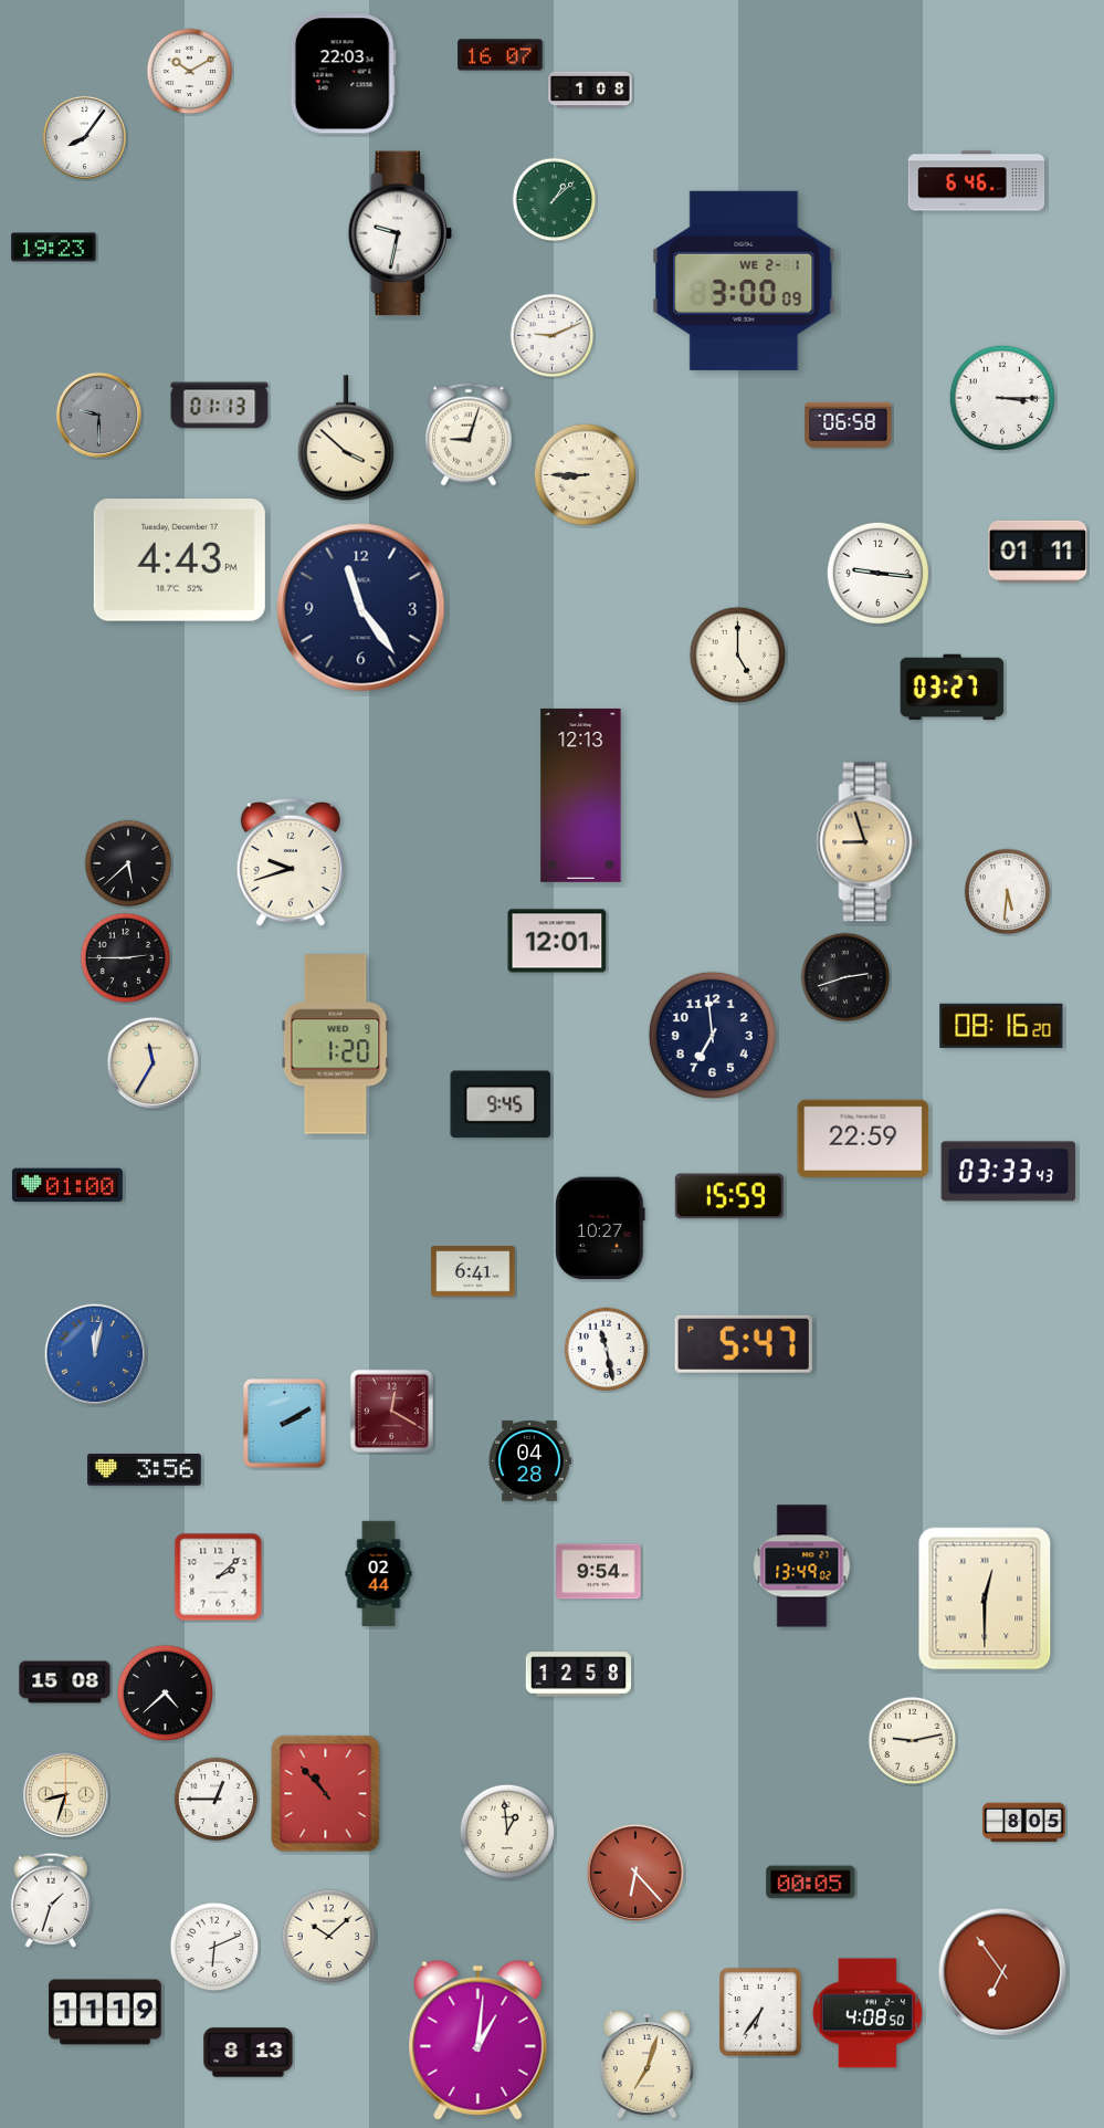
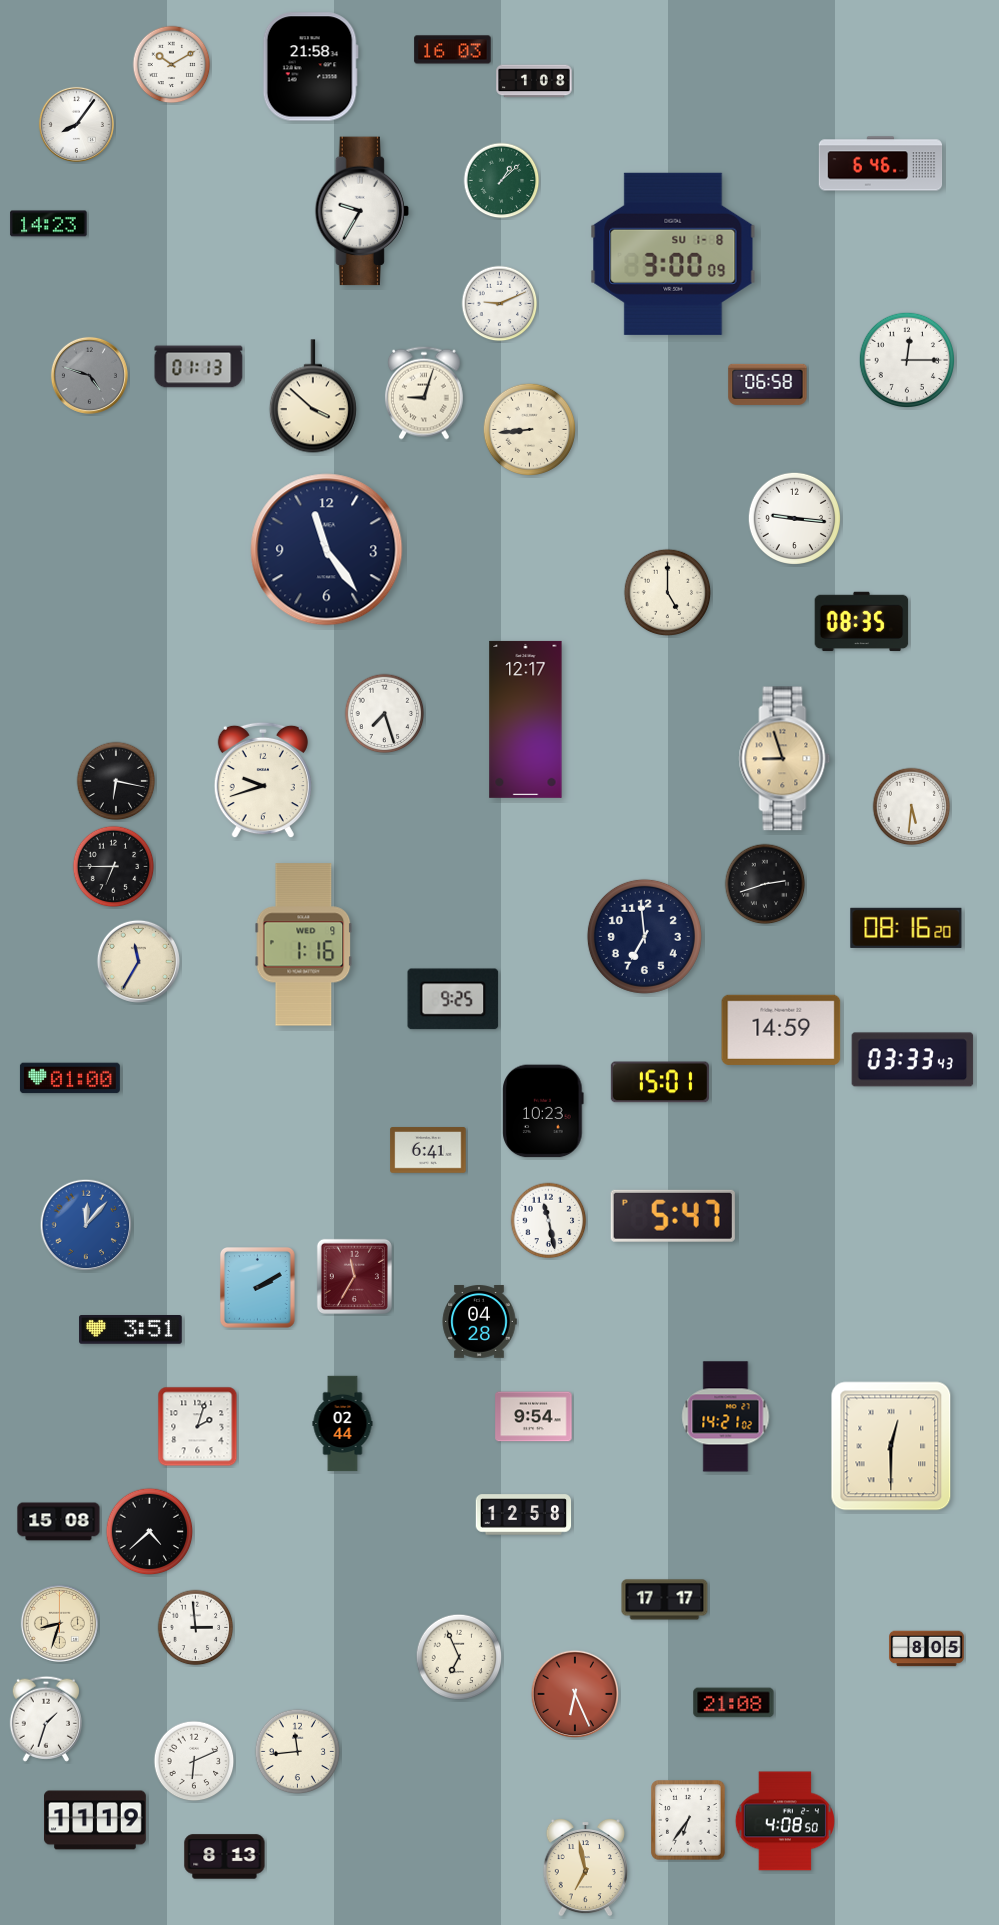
clock at (501, 55): 16:07 -> 16:03
clock at (343, 74): 22:03 -> 21:58
clock at (977, 181) position: (977, 181) -> (881, 164)
clock at (399, 233): 9:32 -> 9:35
clock at (54, 248): 19:23 -> 14:23
clock at (744, 281) date: WE 2-1 -> SU 1-8
clock at (1001, 397): 3:15 -> 12:15
clock at (98, 415): 9:30 -> 4:48
clock at (585, 474): 8:45 -> 8:44
clock at (1038, 552): 01:11 -> none
clock at (179, 560): 4:43 -> none
clock at (953, 688): 03:27 -> 08:35
clock at (385, 714): none -> 7:27
clock at (581, 795): 12:13 -> 12:17
clock at (868, 842) position: (868, 842) -> (785, 759)
clock at (128, 863): 5:38 -> 6:17
clock at (557, 941): 12:01 -> none
clock at (126, 958): 2:45 -> 6:45
clock at (336, 1045): 1:20 -> 1:16
clock at (501, 1104): 9:45 -> 9:25
clock at (863, 1139): 22:59 -> 14:59
clock at (67, 1185) position: (67, 1185) -> (70, 1078)
clock at (729, 1196): 15:59 -> 15:01
clock at (600, 1228): 10:27 -> 10:23
clock at (95, 1354): 12:02 -> 12:07
clock at (391, 1411): 12:20 -> 11:35
clock at (145, 1470): 3:56 -> 3:51
clock at (802, 1566): 13:49 -> 14:21
clock at (599, 1572) position: (599, 1572) -> (534, 1417)
clock at (219, 1577): 2:08 -> 2:03
clock at (913, 1741): 9:13 -> none
clock at (665, 1600): none -> 17:17
clock at (326, 1794): 10:53 -> none
clock at (217, 1800): 12:45 -> 2:59
clock at (507, 1832): 12:59 -> 6:56
clock at (634, 1872): 6:23 -> 6:26
clock at (811, 1883): 00:05 -> 21:08
clock at (329, 1937): 10:08 -> 11:44
clock at (1002, 1972): 6:54 -> none
clock at (479, 2040): 1:01 -> none
clock at (646, 2064): 7:03 -> 6:58
